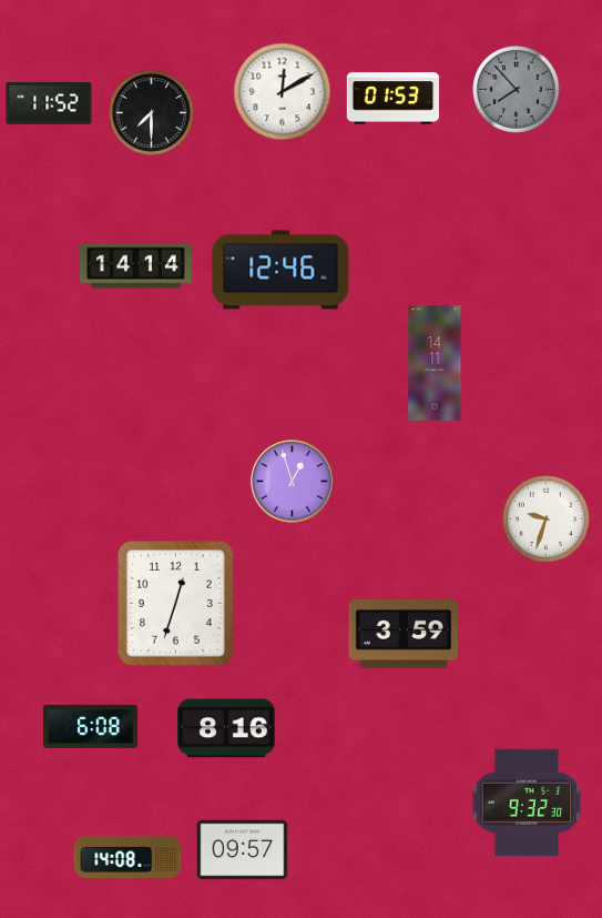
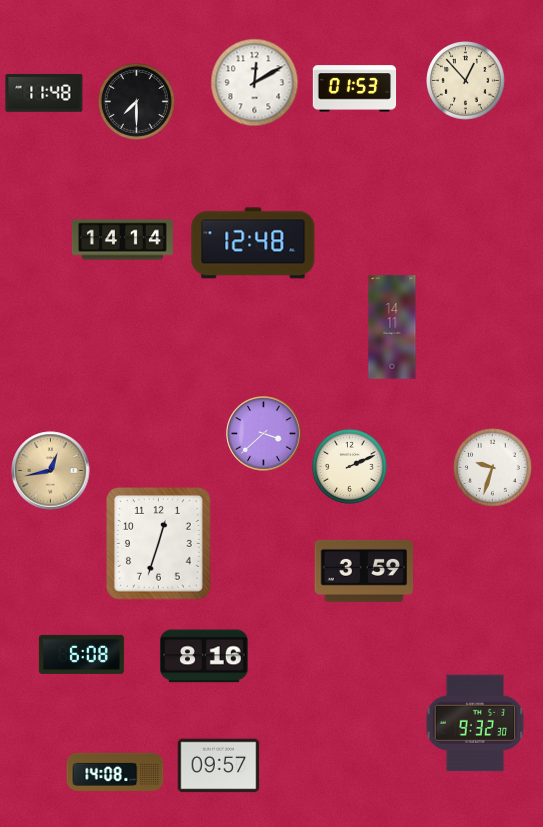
clock at (517, 90): 7:53 -> 12:53
clock at (517, 90) dial: grey -> cream
clock at (49, 103): 11:52 -> 11:48
clock at (280, 270): 12:46 -> 12:48
clock at (293, 482): 12:57 -> 3:38
clock at (349, 466): none -> 2:11
clock at (51, 471): none -> 12:43
